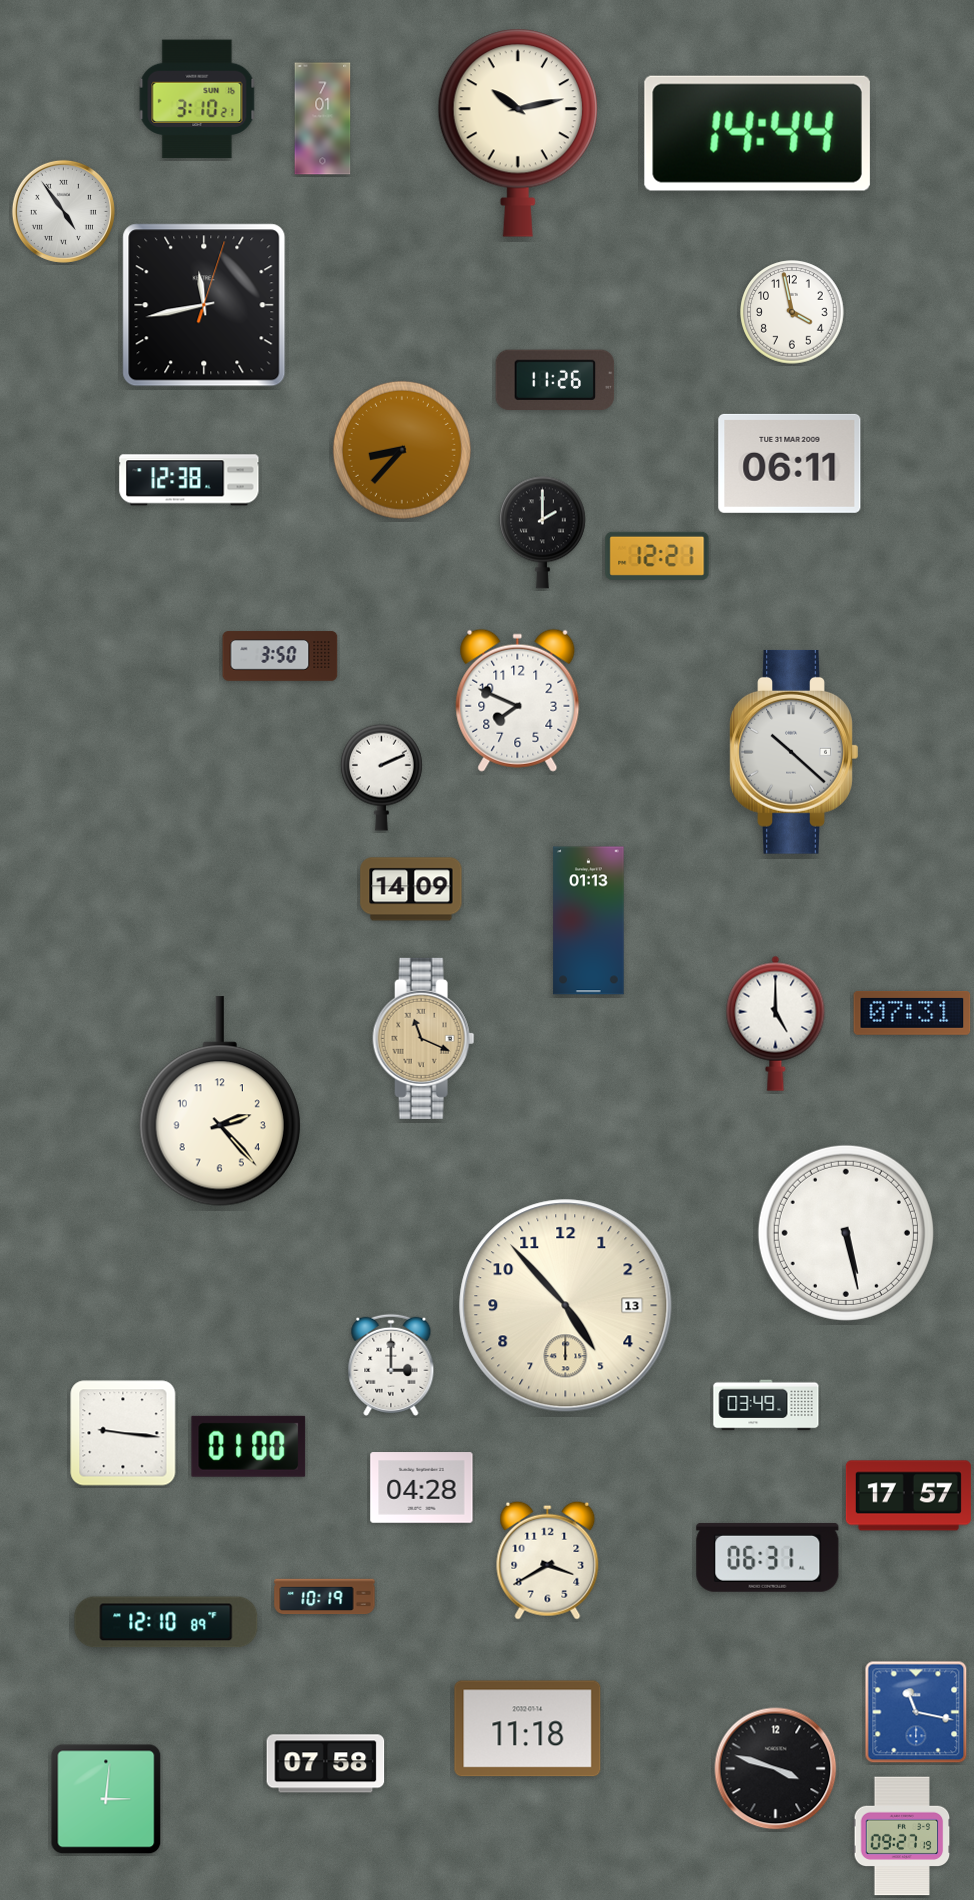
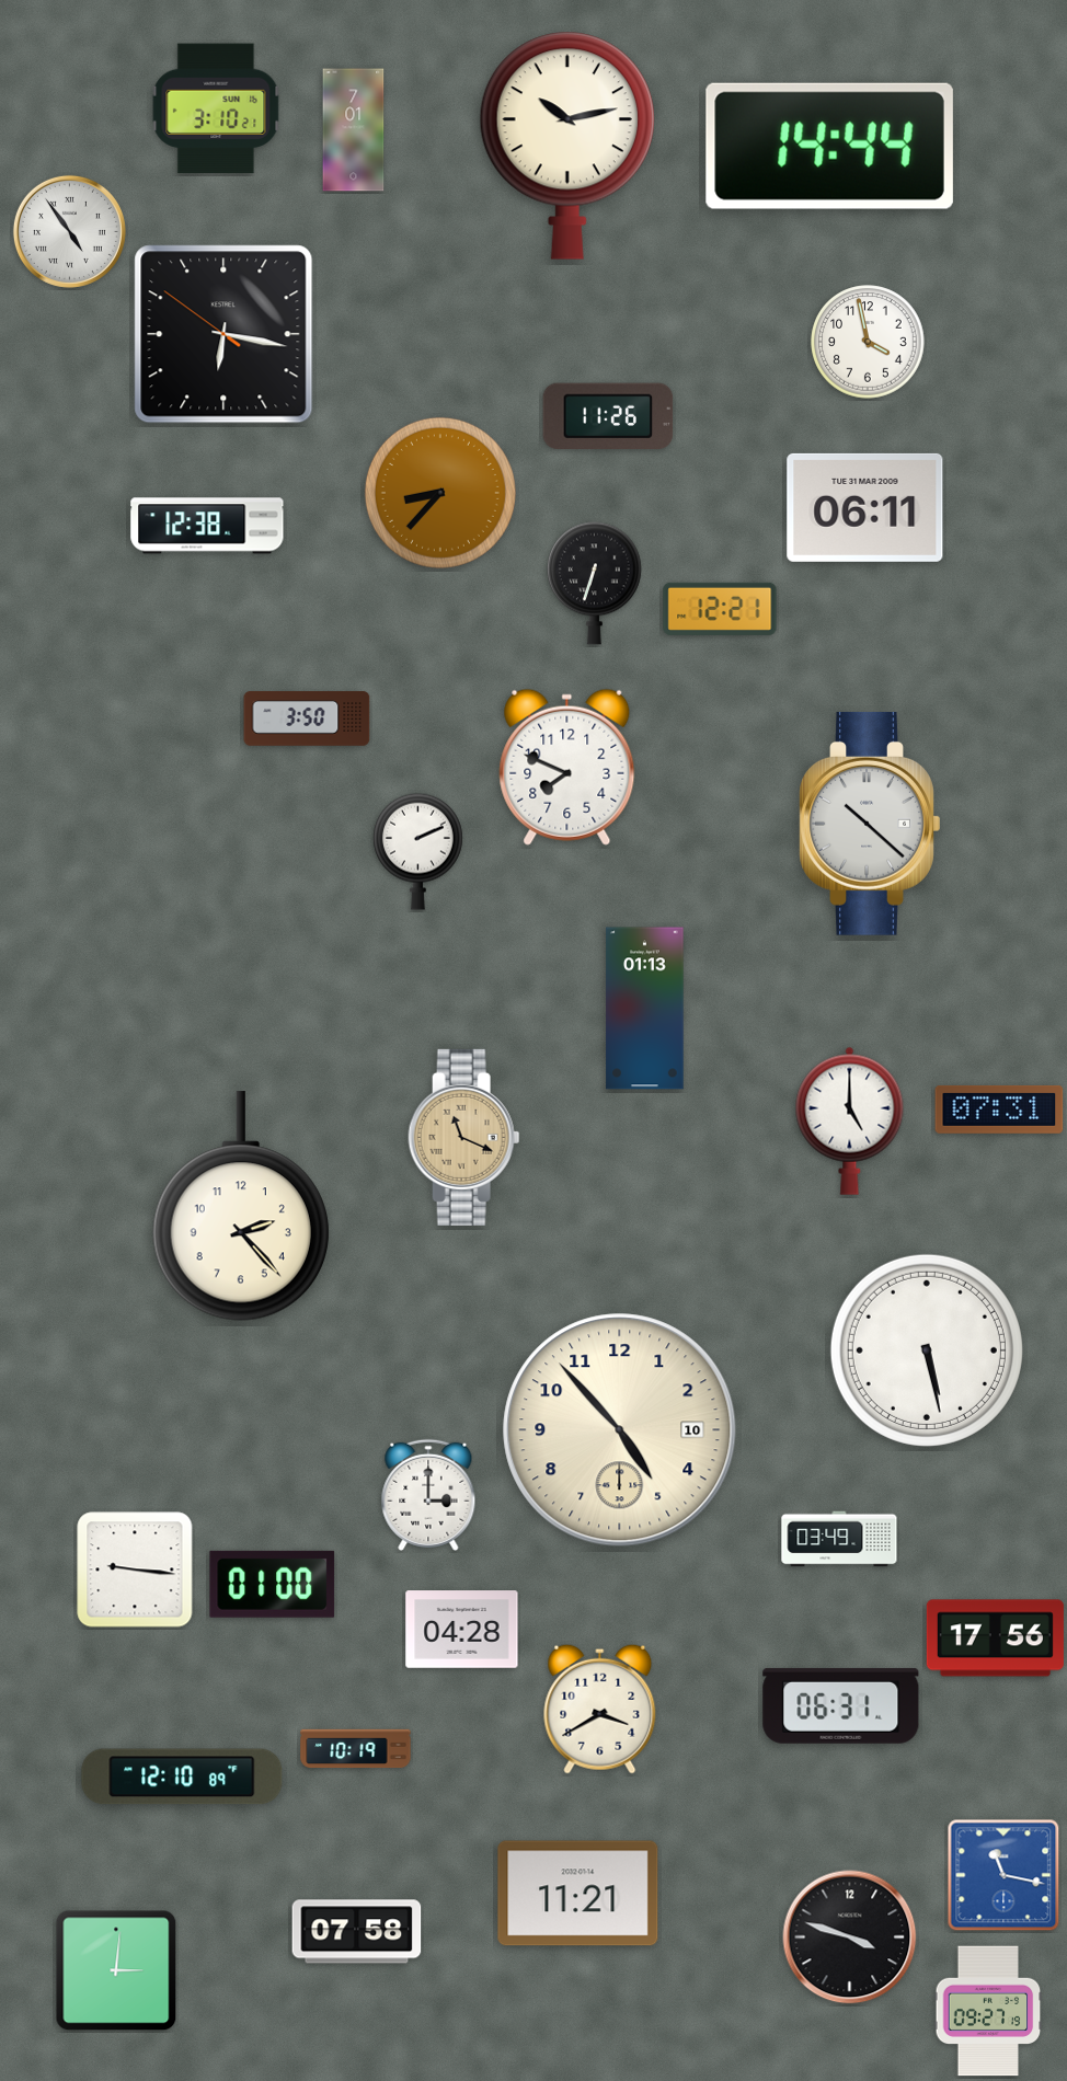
clock at (204, 305): 11:43 -> 6:16
clock at (542, 532): 2:00 -> 6:33
clock at (411, 889): 14:09 -> none
clock at (566, 1306) date: 13 -> 10
clock at (908, 1496): 17:57 -> 17:56
clock at (528, 1729): 11:18 -> 11:21
